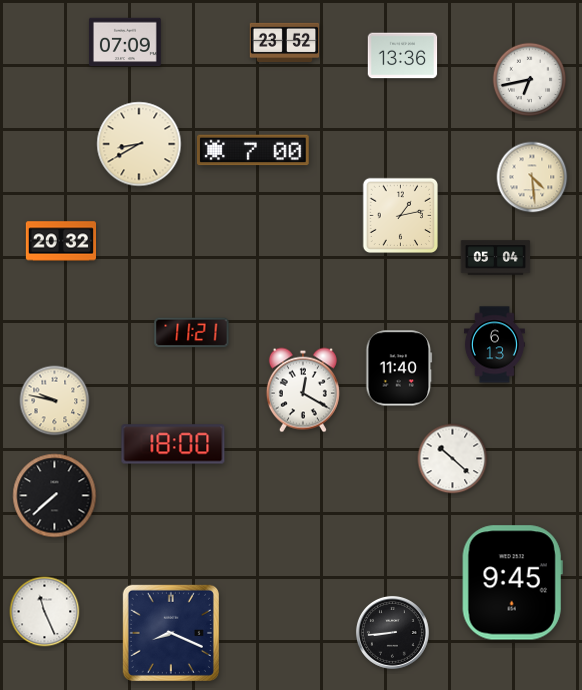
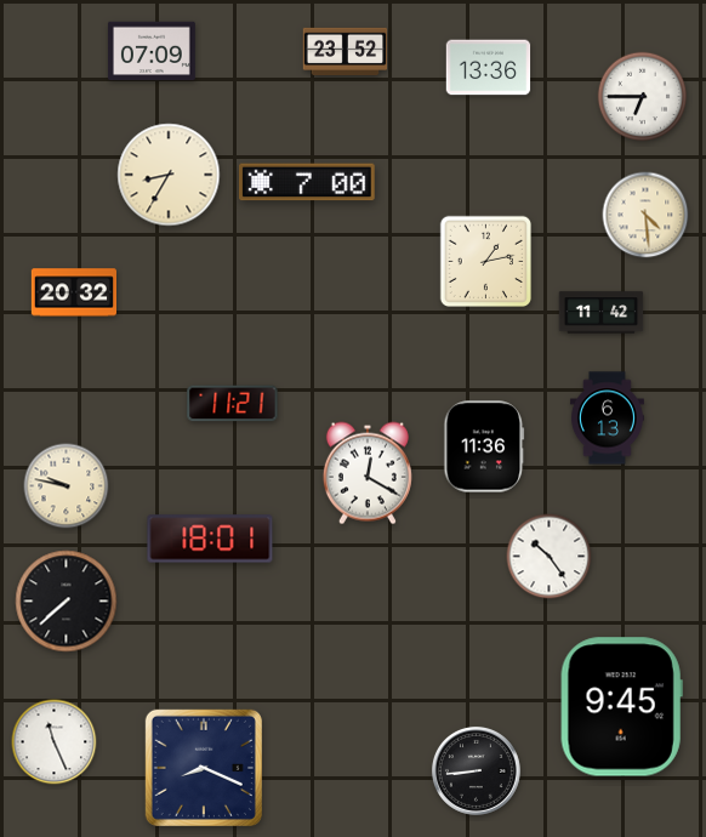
clock at (530, 80): 6:43 -> 6:45
clock at (139, 144): 8:40 -> 8:35
clock at (496, 258): 05:04 -> 11:42
clock at (494, 345) position: (494, 345) -> (607, 419)
clock at (399, 368): 11:40 -> 11:36
clock at (173, 444): 18:00 -> 18:01
clock at (453, 459): 10:22 -> 10:24
clock at (392, 632) position: (392, 632) -> (476, 770)
clock at (171, 633) position: (171, 633) -> (204, 768)
